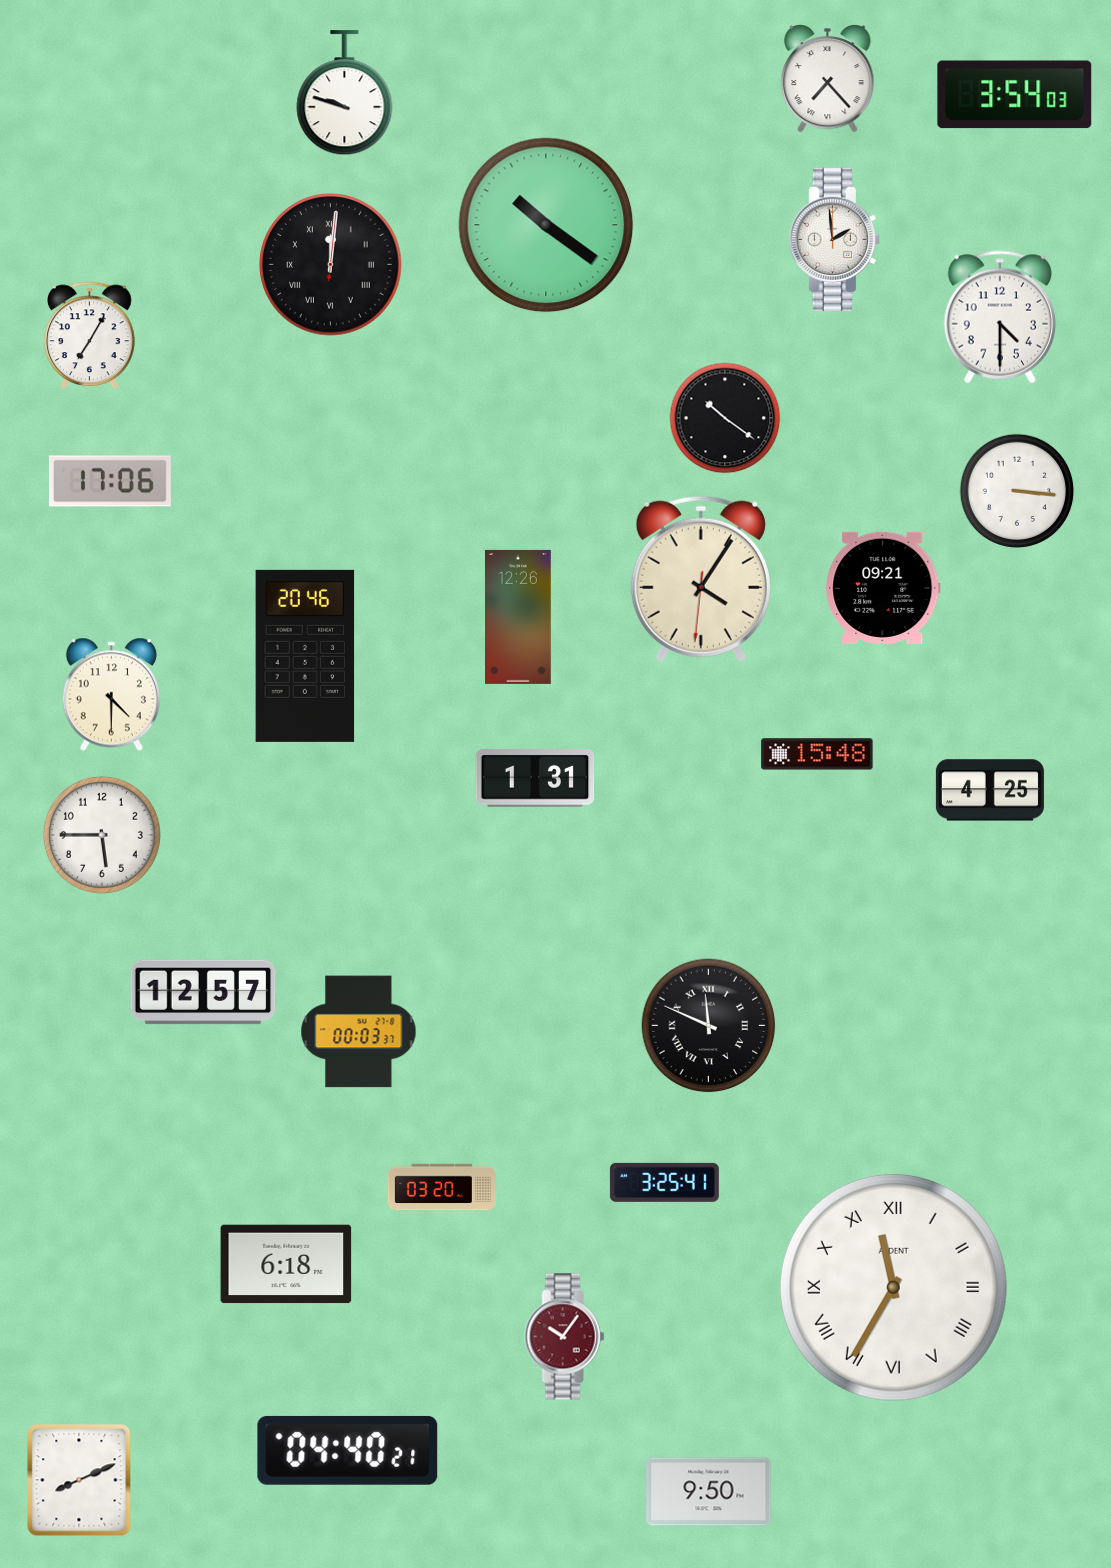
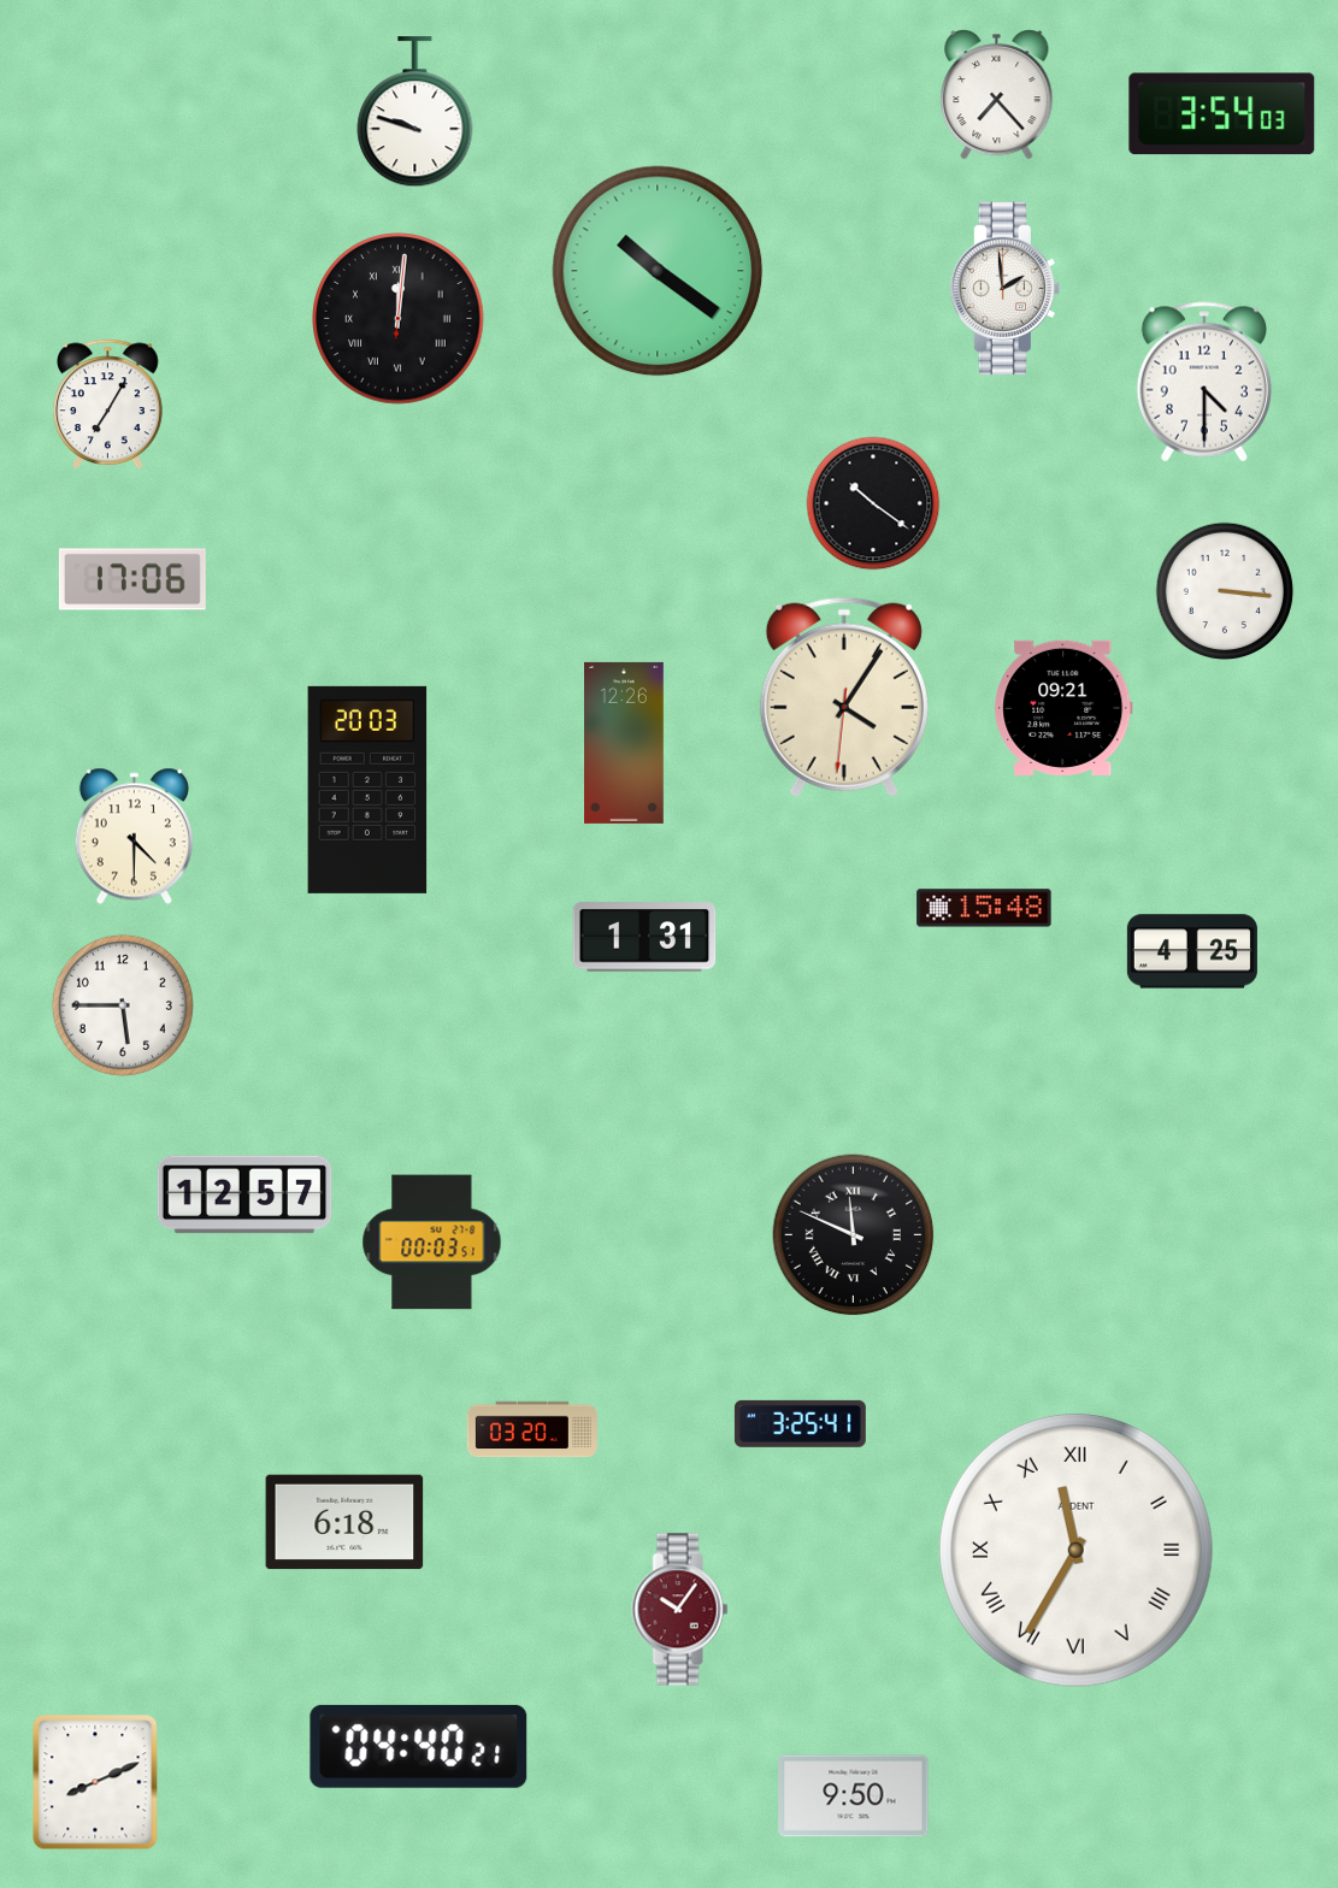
clock at (305, 656): 20:46 -> 20:03
clock at (359, 1032): 00:03:37 -> 00:03:51
